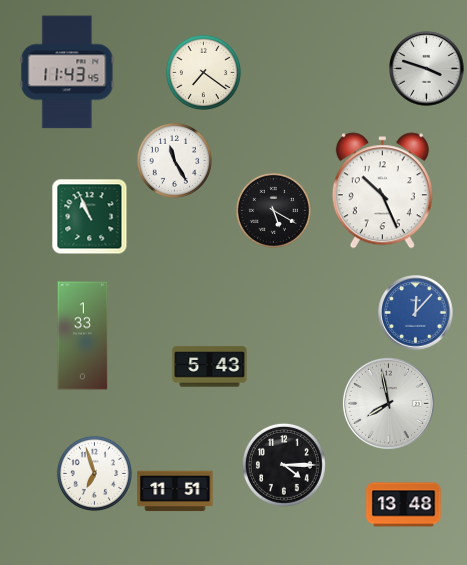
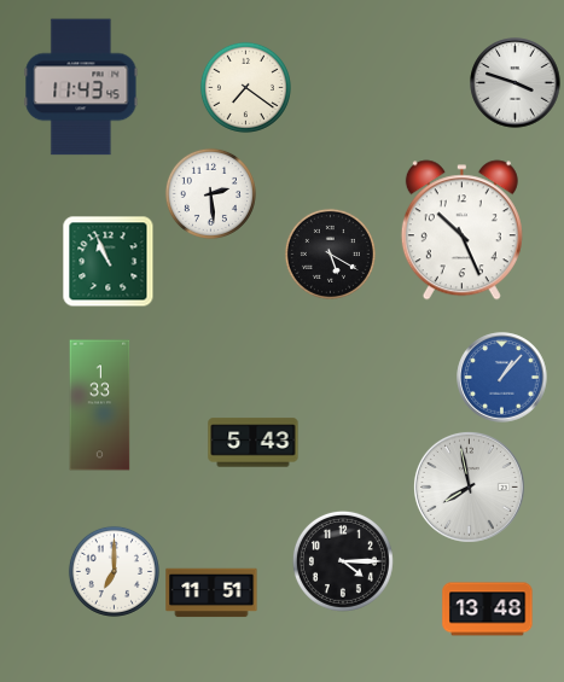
clock at (174, 160): 11:25 -> 2:29
clock at (416, 313): 12:07 -> 1:07
clock at (94, 473): 6:57 -> 7:00
